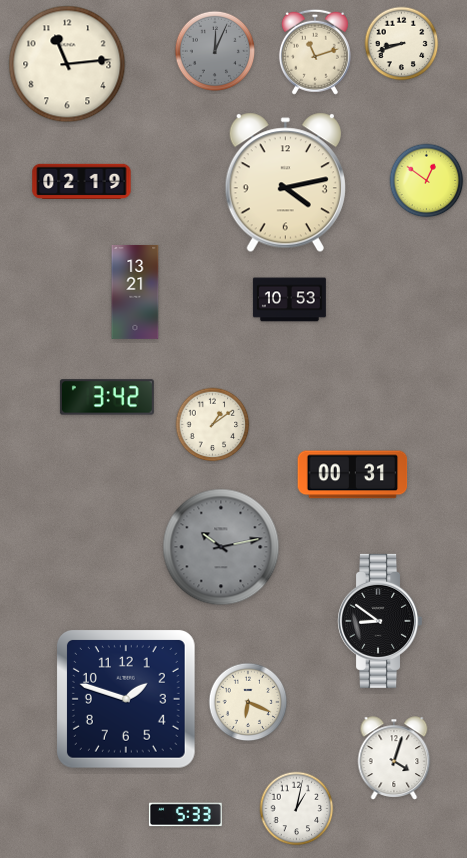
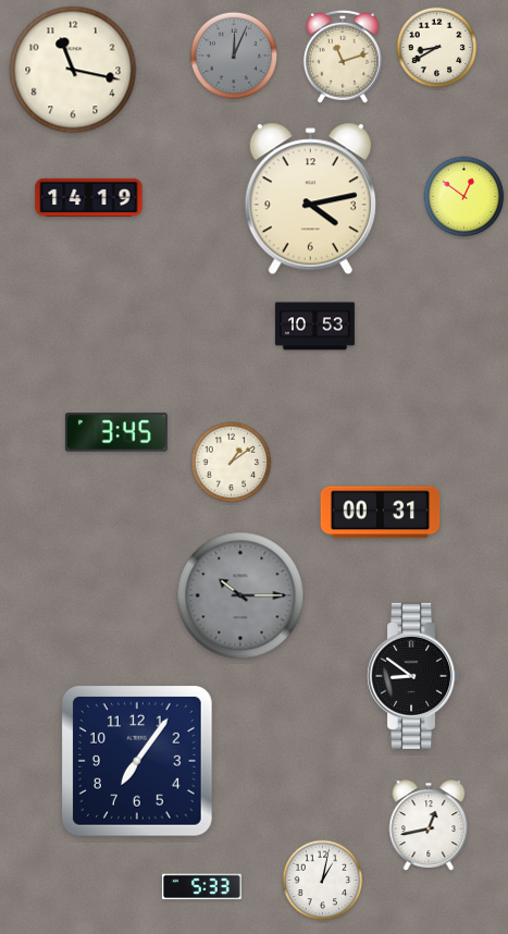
clock at (402, 44): 8:42 -> 8:40
clock at (67, 64): 11:14 -> 11:17
clock at (82, 181): 02:19 -> 14:19
clock at (135, 292): 13:21 -> none
clock at (107, 397): 3:42 -> 3:45
clock at (353, 475) position: (353, 475) -> (381, 513)
clock at (221, 547): 10:13 -> 10:15
clock at (126, 699): 1:48 -> 7:06
clock at (248, 702): 6:19 -> none
clock at (394, 758): 4:03 -> 12:43
